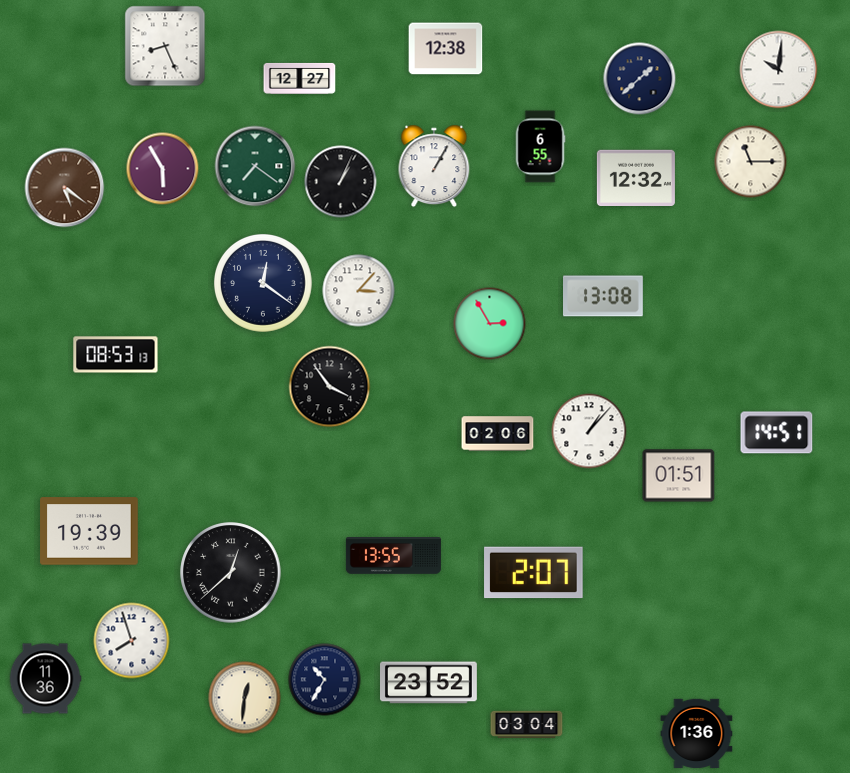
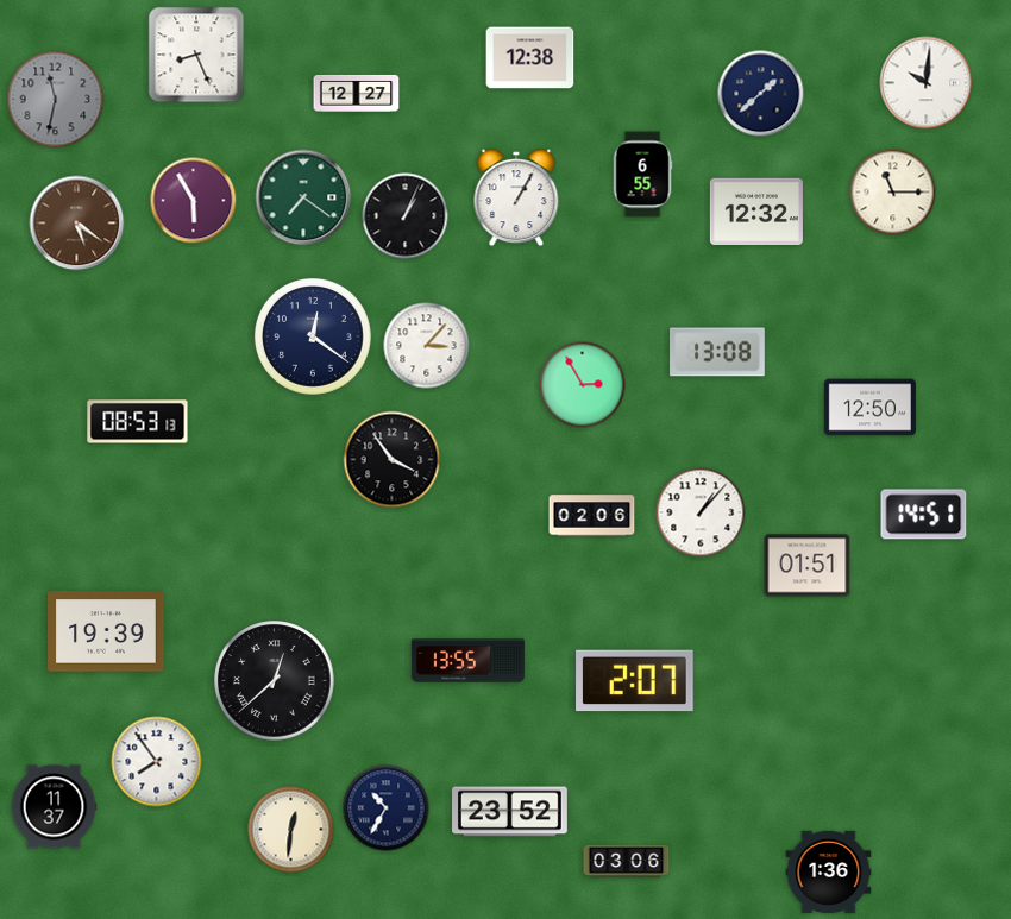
clock at (56, 100): none -> 11:32
clock at (869, 408): none -> 12:50
clock at (132, 641): 7:57 -> 7:54
clock at (45, 679): 11:36 -> 11:37
clock at (527, 725): 03:04 -> 03:06
